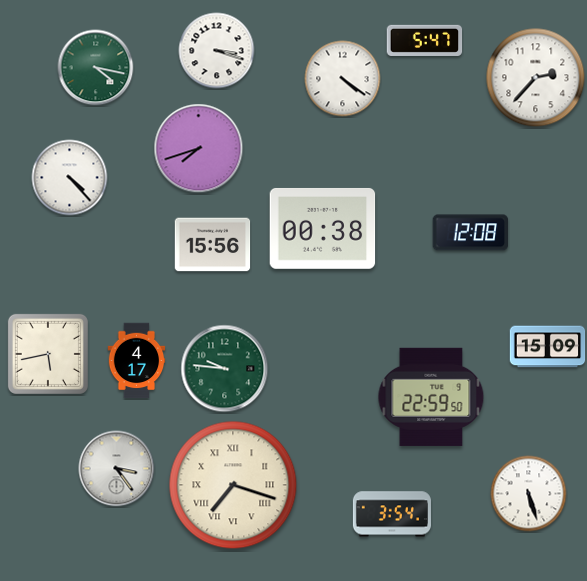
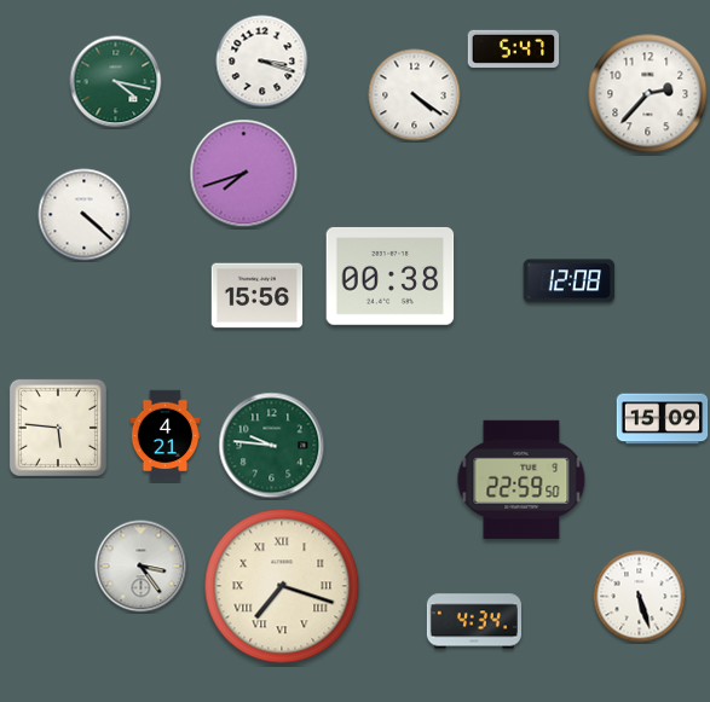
clock at (199, 149) position: (199, 149) -> (244, 174)
clock at (70, 178): 4:23 -> 4:22
clock at (48, 354): 5:43 -> 5:46
clock at (137, 361): 4:17 -> 4:21
clock at (392, 514): 3:54 -> 4:34
